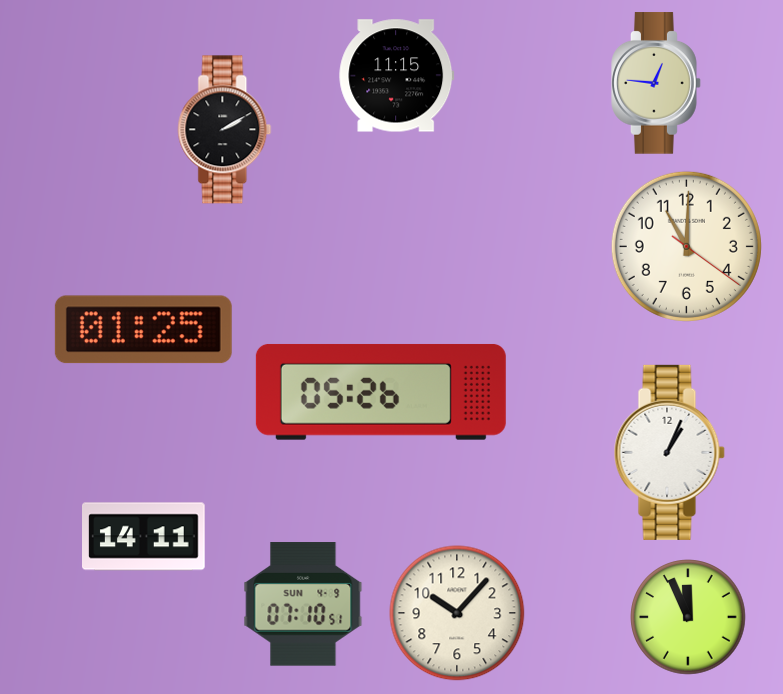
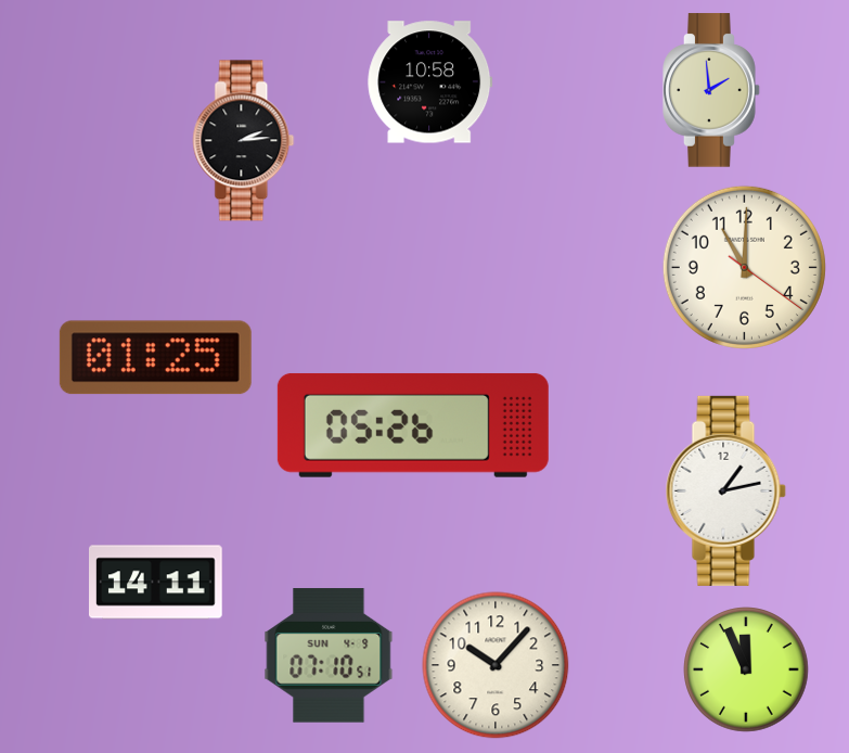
clock at (397, 76): 11:15 -> 10:58
clock at (656, 83): 12:46 -> 1:59
clock at (225, 130): 2:10 -> 2:14
clock at (669, 452): 1:04 -> 1:13
